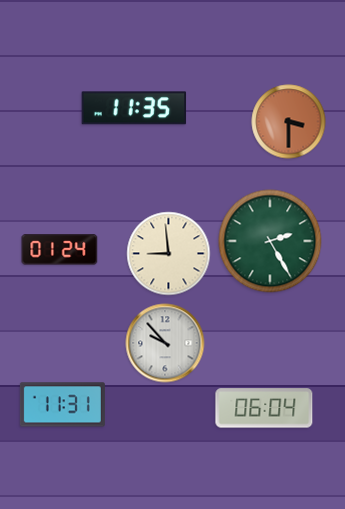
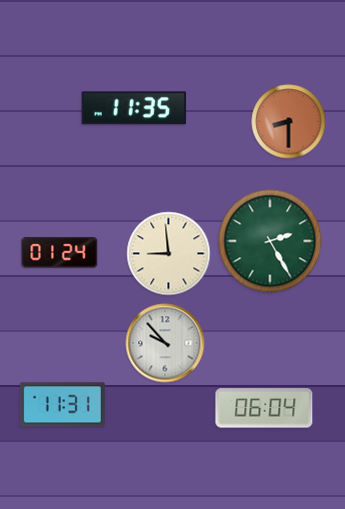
clock at (289, 122): 3:30 -> 8:30
clock at (60, 250) position: (60, 250) -> (60, 253)
